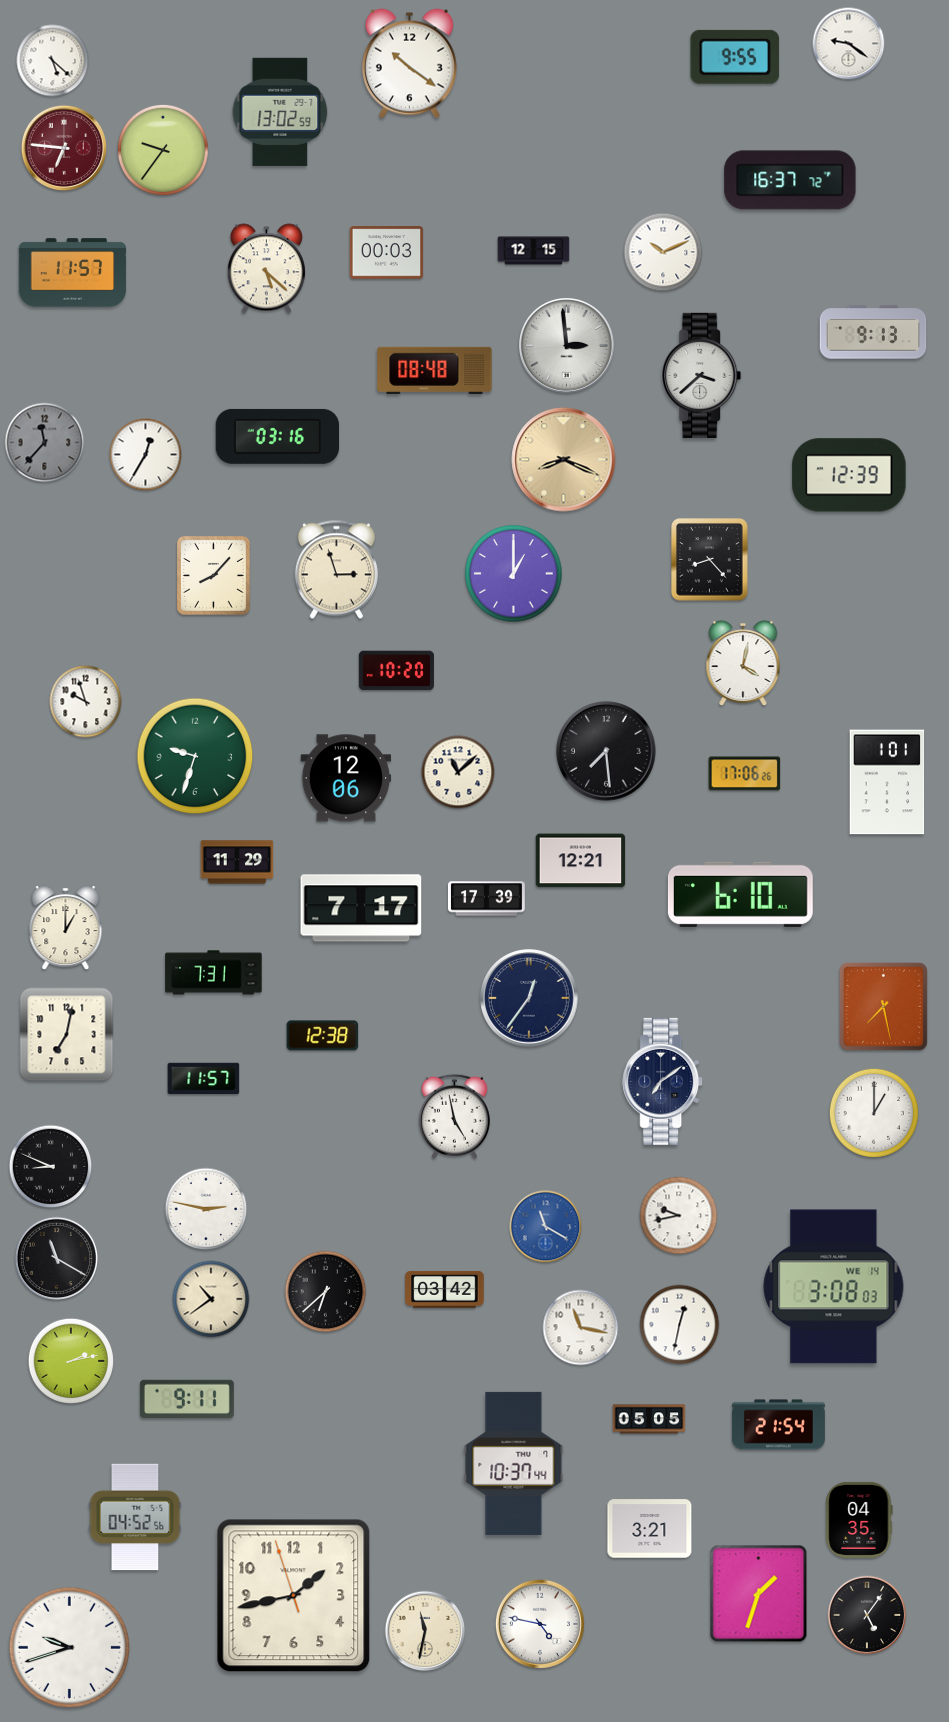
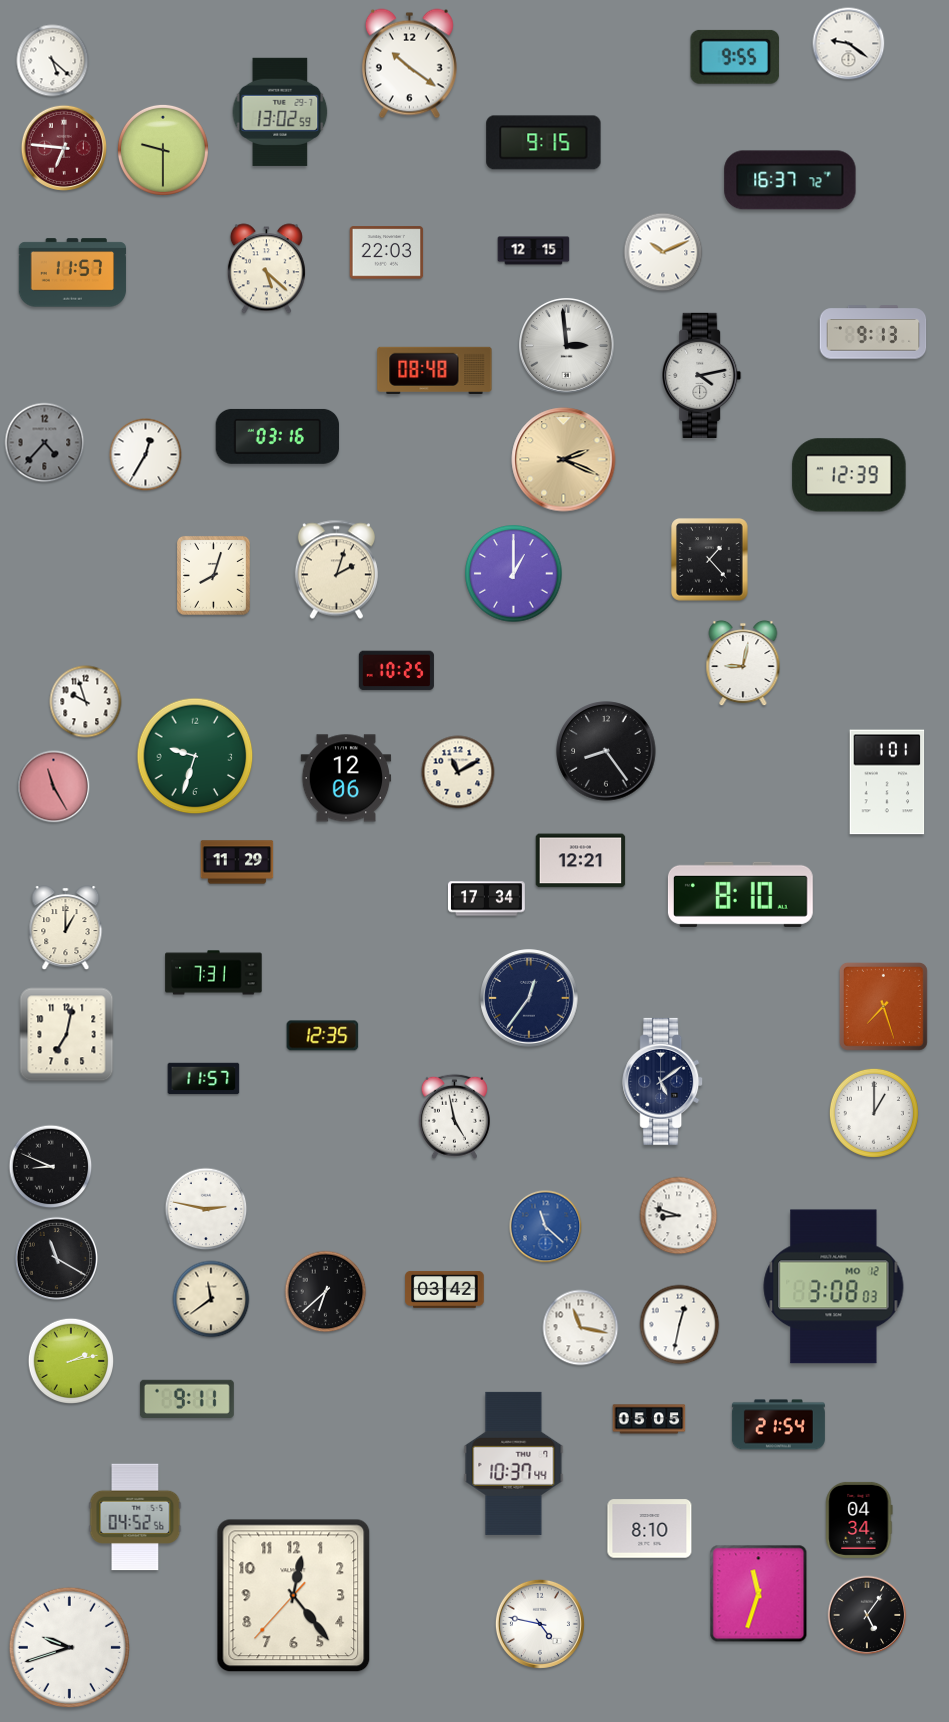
clock at (544, 143): none -> 9:15
clock at (163, 150): 9:36 -> 9:30
clock at (387, 253): 00:03 -> 22:03
clock at (702, 375): 3:38 -> 4:13
clock at (45, 443): 11:37 -> 4:37
clock at (564, 460): 8:19 -> 2:19
clock at (710, 560): 8:23 -> 1:23
clock at (336, 570): 2:57 -> 2:03
clock at (213, 575): 8:07 -> 8:03
clock at (743, 663): 4:02 -> 9:02
clock at (396, 671): 10:20 -> 10:25
clock at (606, 751): 7:29 -> 8:24
clock at (458, 772): 11:08 -> 11:10
clock at (745, 774): 17:06 -> none
clock at (54, 787): none -> 11:25
clock at (740, 894): 6:10 -> 8:10
clock at (486, 899): 17:39 -> 17:34
clock at (361, 908): 7:17 -> none
clock at (883, 1006): 7:28 -> 7:27
clock at (323, 1036): 12:38 -> 12:35
clock at (663, 1081): 7:09 -> 5:09
clock at (679, 1216): 9:43 -> 8:48
clock at (546, 1227): 11:20 -> 11:22
clock at (834, 1287) date: WE 14 -> MO 12
clock at (211, 1299): 10:39 -> 11:39
clock at (859, 1520): 04:35 -> 04:34
clock at (650, 1529): 3:21 -> 8:10
clock at (759, 1594): 1:33 -> 11:33
clock at (294, 1596): 1:42 -> 12:23
clock at (425, 1631): 11:32 -> none
